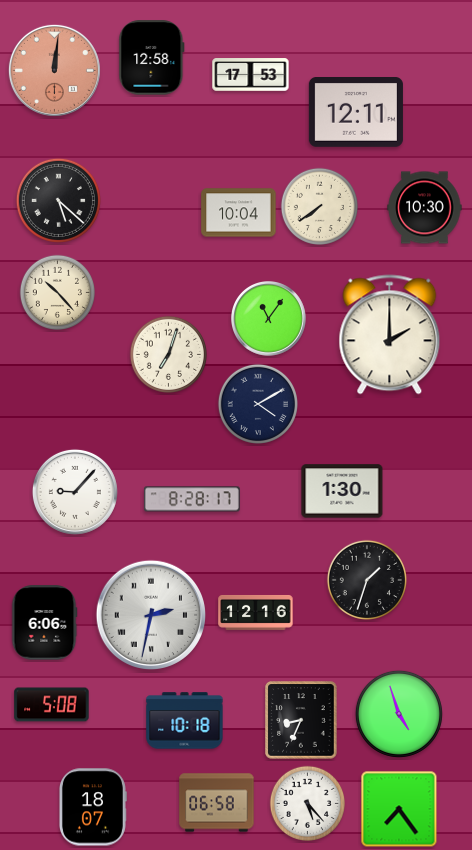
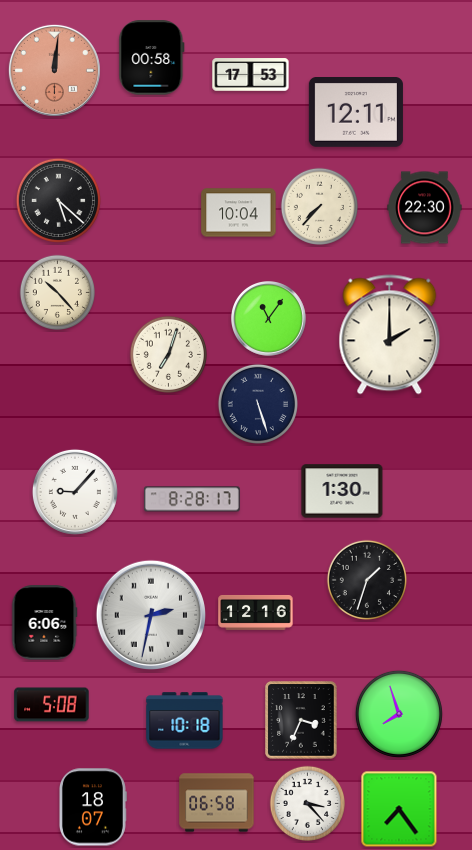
clock at (152, 58): 12:58 -> 00:58
clock at (319, 206): 7:39 -> 7:37
clock at (425, 208): 10:30 -> 22:30
clock at (258, 404): 4:10 -> 5:27
clock at (399, 714): 4:57 -> 7:57
clock at (301, 720): 8:34 -> 3:34
clock at (307, 803): 5:23 -> 3:23
